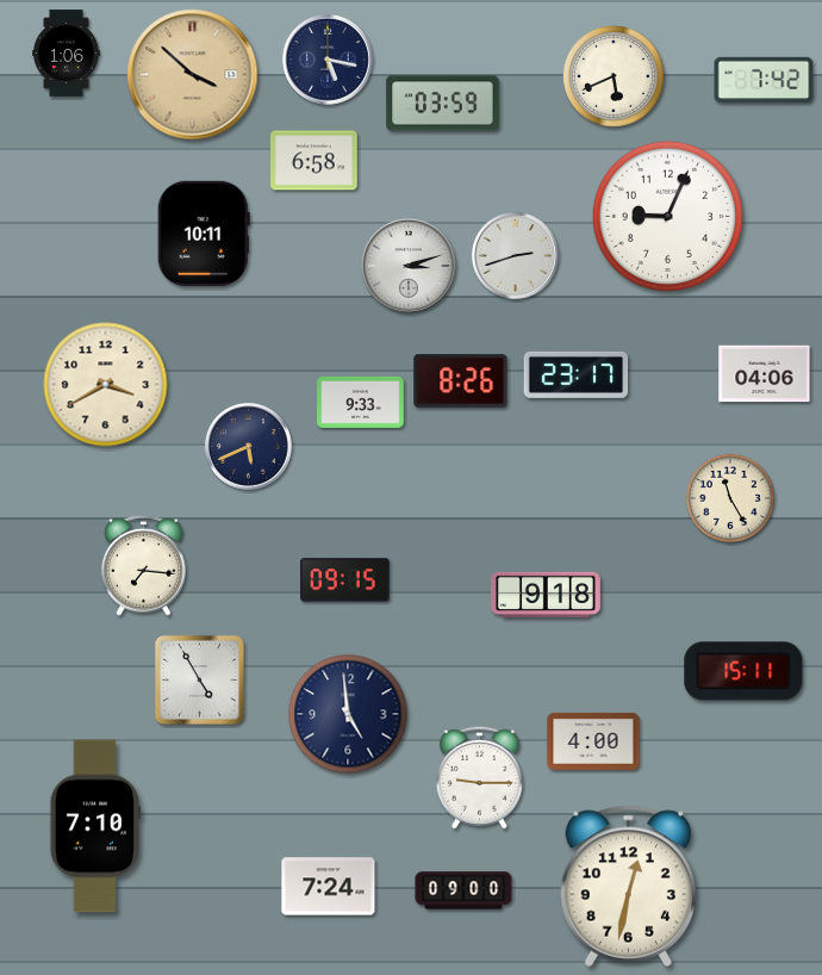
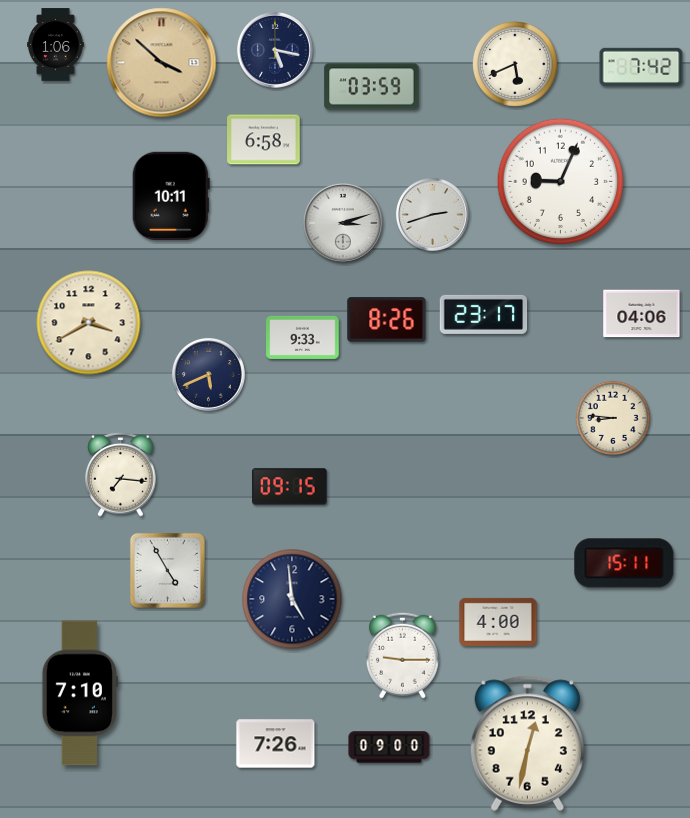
clock at (315, 161) position: (315, 161) -> (264, 140)
clock at (730, 498): 11:25 -> 8:46
clock at (547, 595): 9:18 -> none
clock at (479, 777) position: (479, 777) -> (402, 655)
clock at (329, 887): 7:24 -> 7:26
